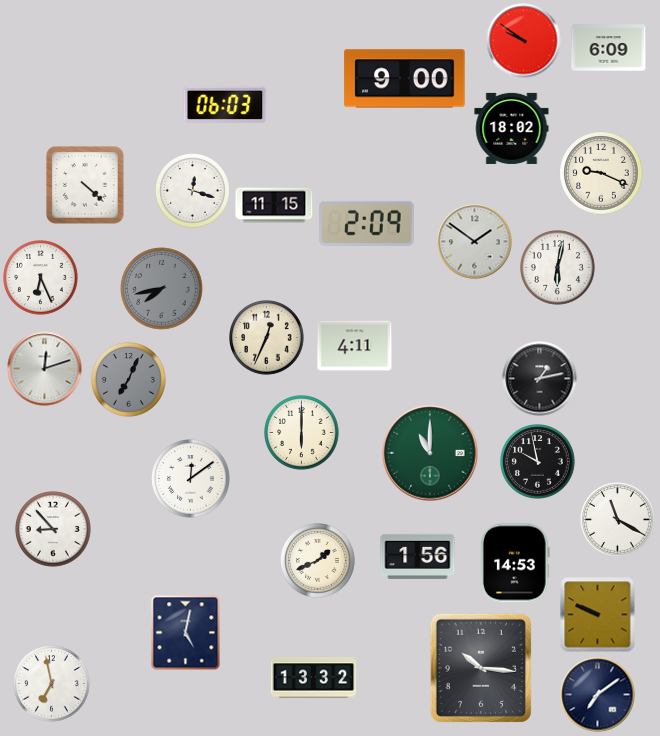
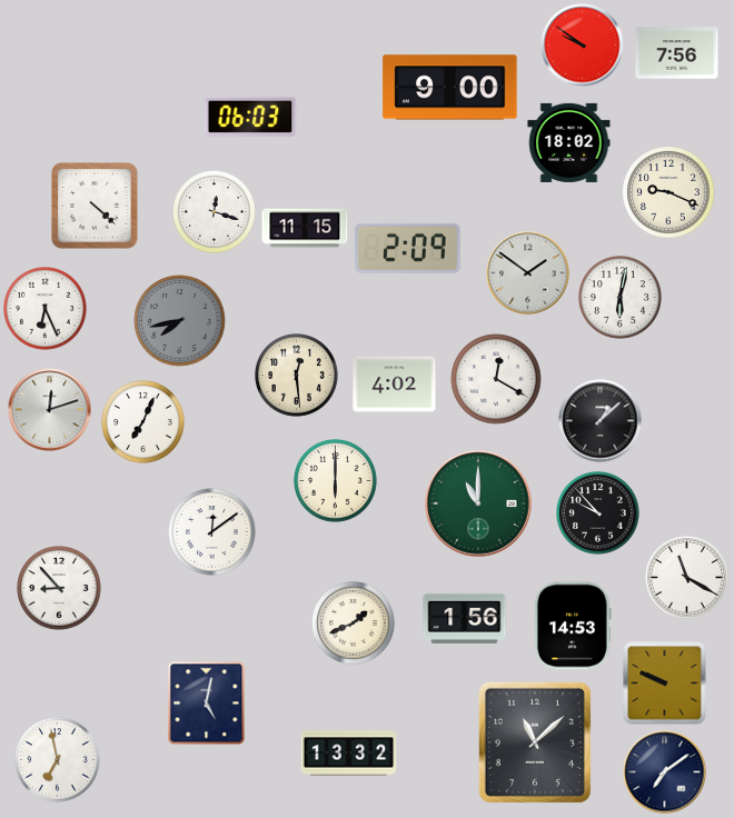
clock at (609, 48): 6:09 -> 7:56
clock at (475, 242) position: (475, 242) -> (528, 273)
clock at (267, 338): 12:34 -> 12:29
clock at (496, 379): none -> 12:20
clock at (355, 346): 4:11 -> 4:02
clock at (540, 379): 1:13 -> 1:08
clock at (129, 380) dial: grey -> white
clock at (538, 462): 9:58 -> 9:53
clock at (481, 668): 10:16 -> 11:08
